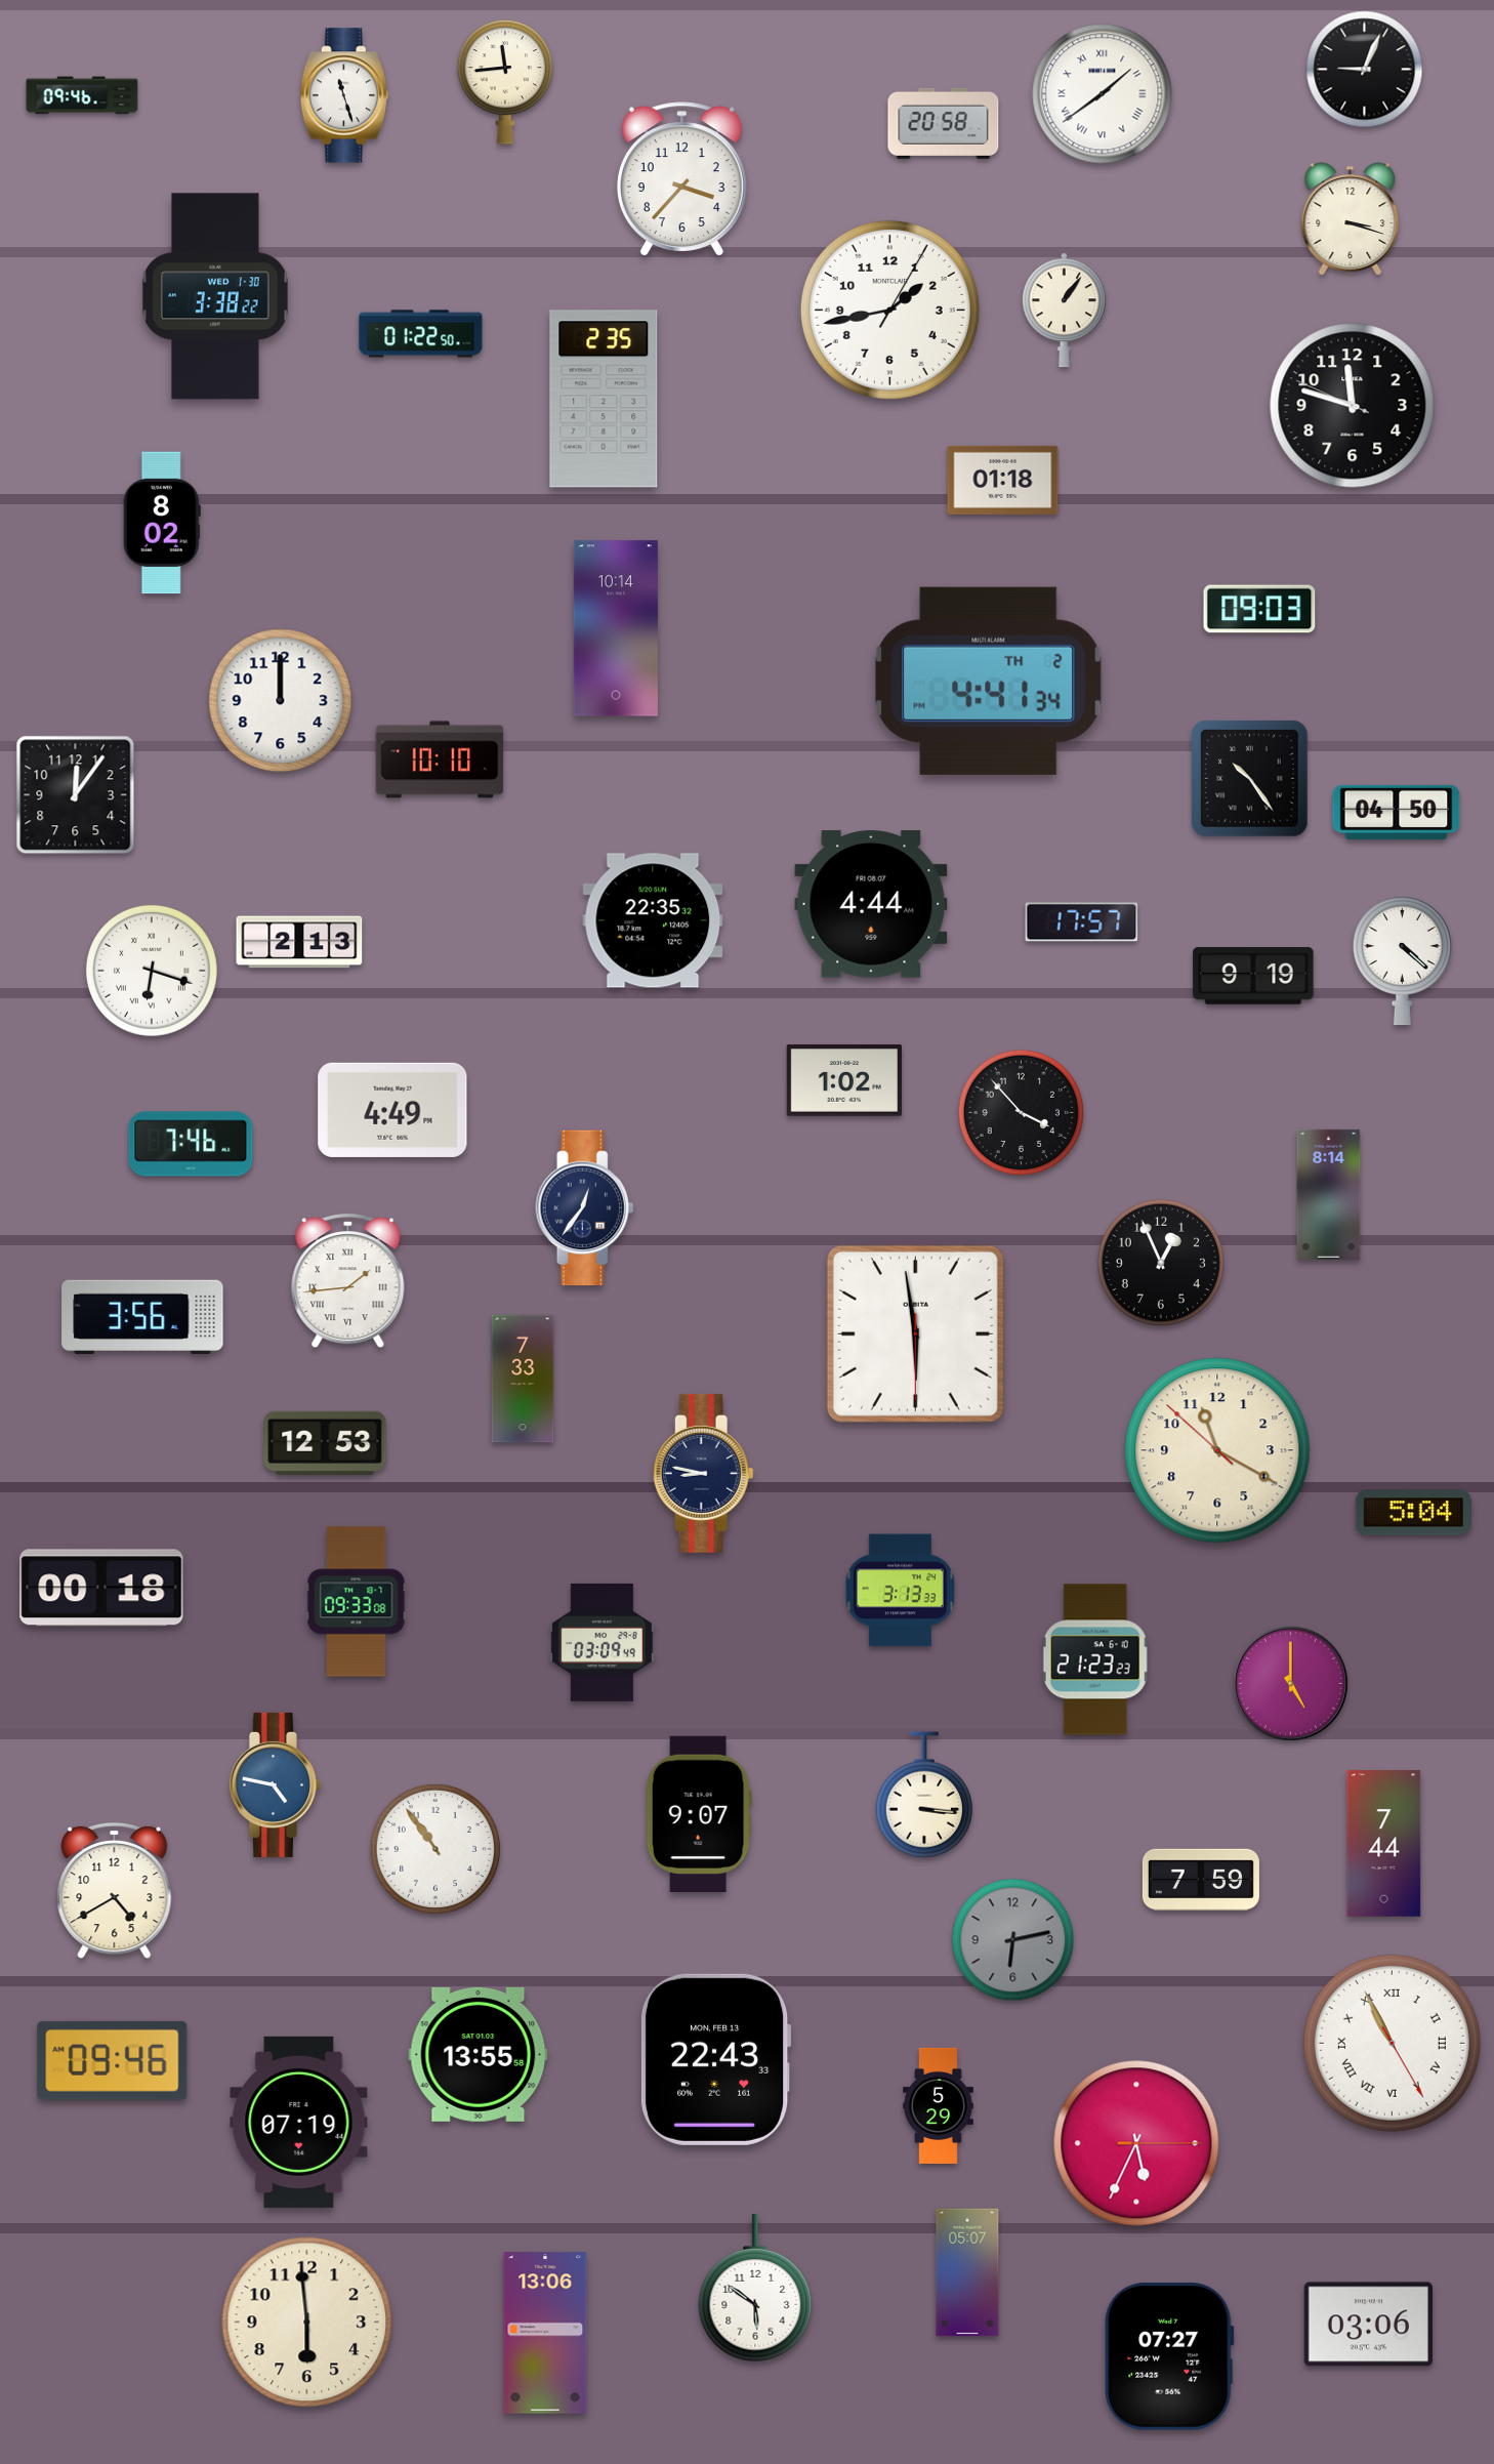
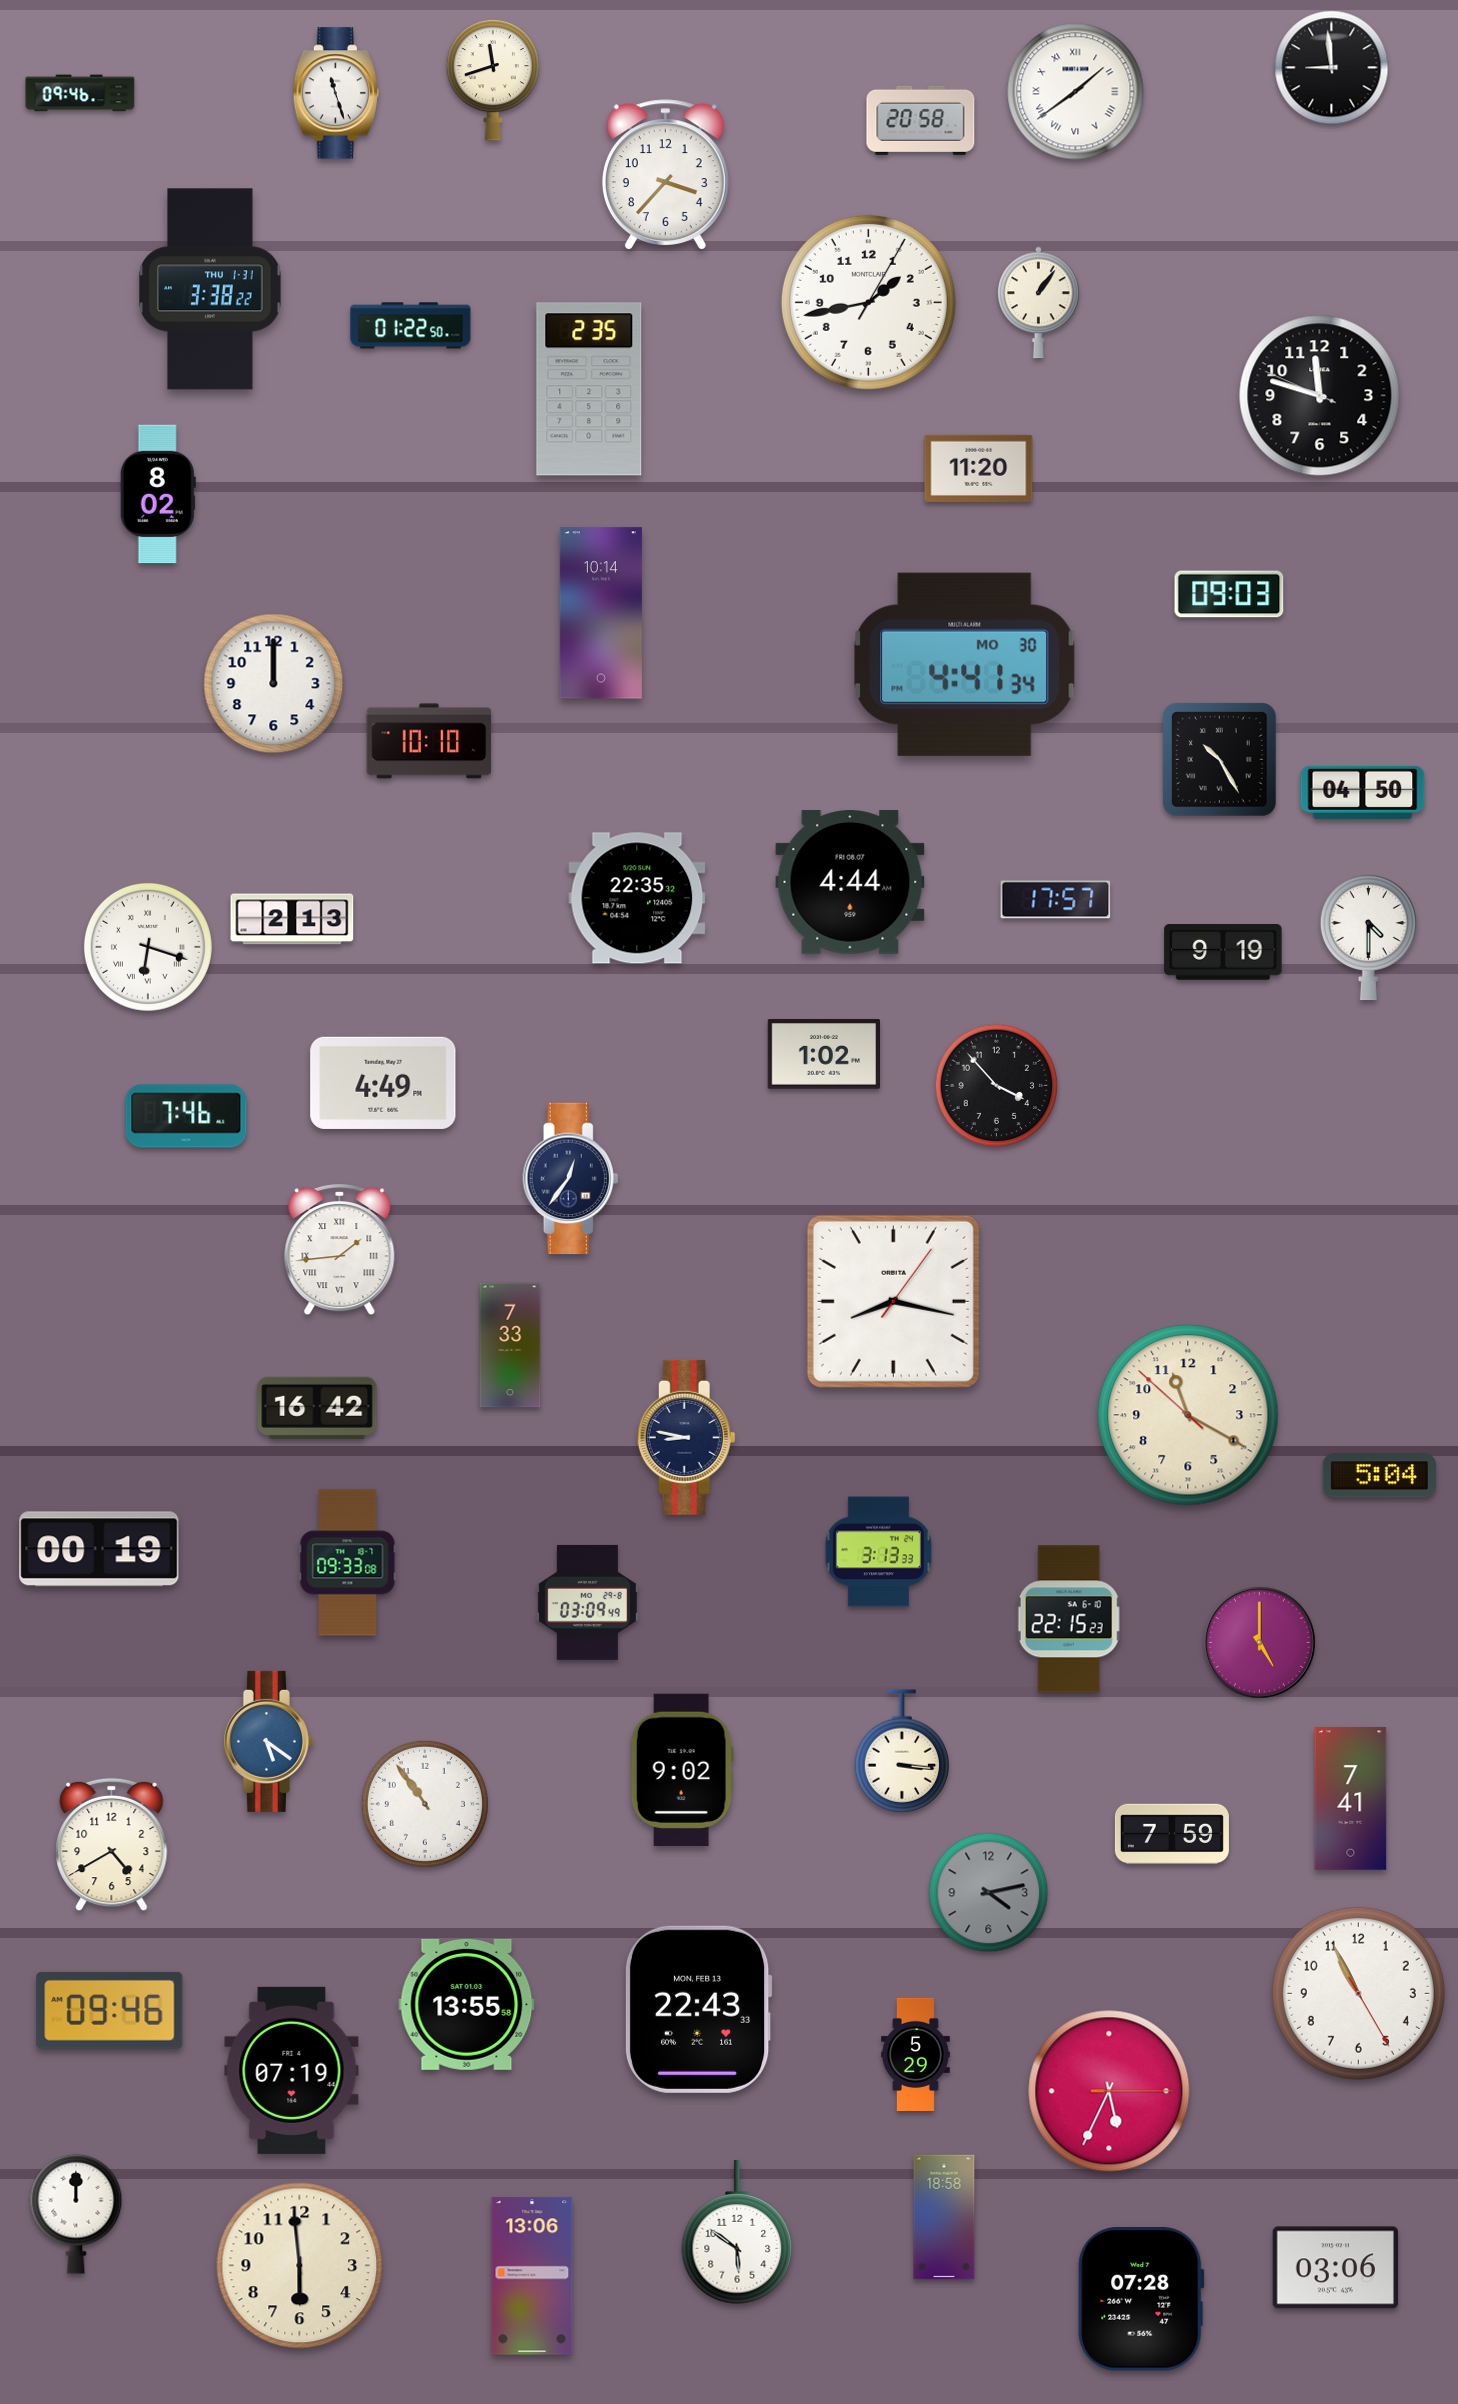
clock at (1365, 70): 9:04 -> 8:59
clock at (505, 82): 11:44 -> 11:42
clock at (1351, 219): 3:18 -> none
clock at (215, 296) date: WED 1-30 -> THU 1-31
clock at (1003, 480): 01:18 -> 11:20
clock at (162, 523) position: (162, 523) -> (158, 494)
clock at (989, 681) date: TH 2 -> MO 30
clock at (1250, 779): 10:24 -> 10:25
clock at (76, 795): 12:06 -> none
clock at (1402, 960): 4:22 -> 4:30
clock at (1329, 1194): 8:14 -> none
clock at (1161, 1263): 12:56 -> none
clock at (142, 1316): 3:56 -> none
clock at (915, 1333): 5:58 -> 8:17
clock at (325, 1443): 12:53 -> 16:42
clock at (101, 1588): 00:18 -> 00:19
clock at (1095, 1659): 21:23 -> 22:15
clock at (275, 1784): 4:47 -> 5:21
clock at (699, 1813): 9:07 -> 9:02
clock at (1384, 1844): 7:44 -> 7:41
clock at (1013, 1940): 6:13 -> 4:13
clock at (1392, 2043) numerals: Roman -> Arabic
clock at (76, 2214): none -> 12:00
clock at (967, 2272): 05:07 -> 18:58
clock at (1169, 2357): 07:27 -> 07:28
